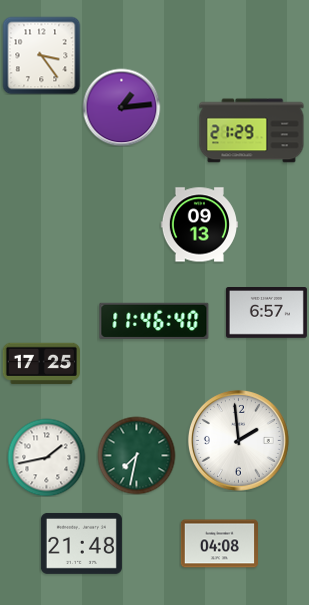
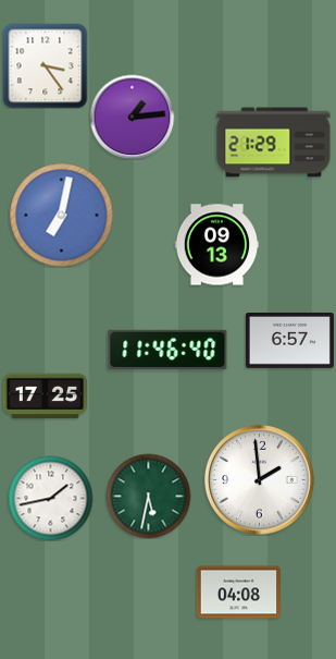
clock at (41, 55) position: (41, 55) -> (45, 65)
clock at (61, 215): none -> 7:02
clock at (136, 455): 7:32 -> 5:32
clock at (81, 543): 21:48 -> none
